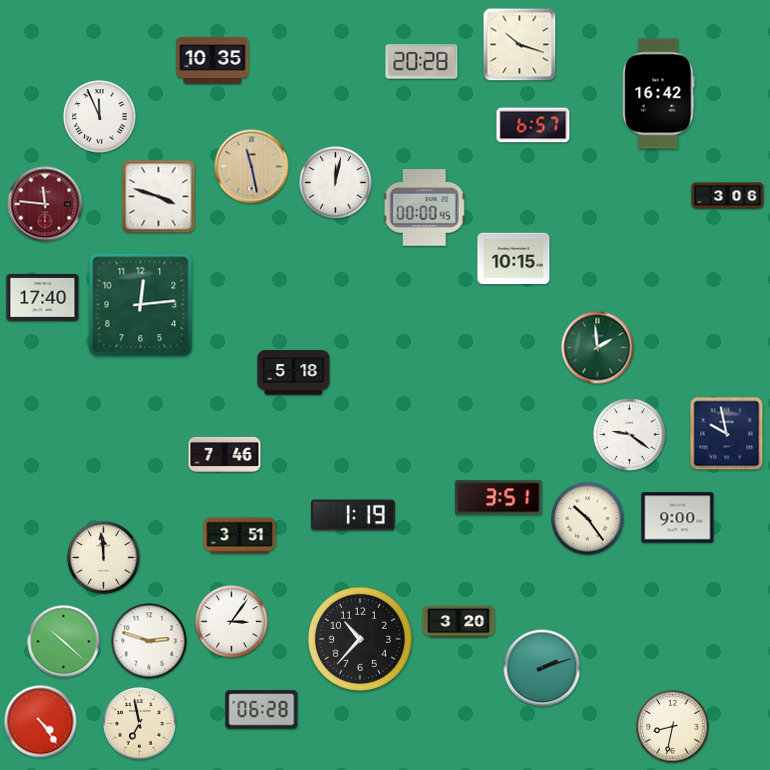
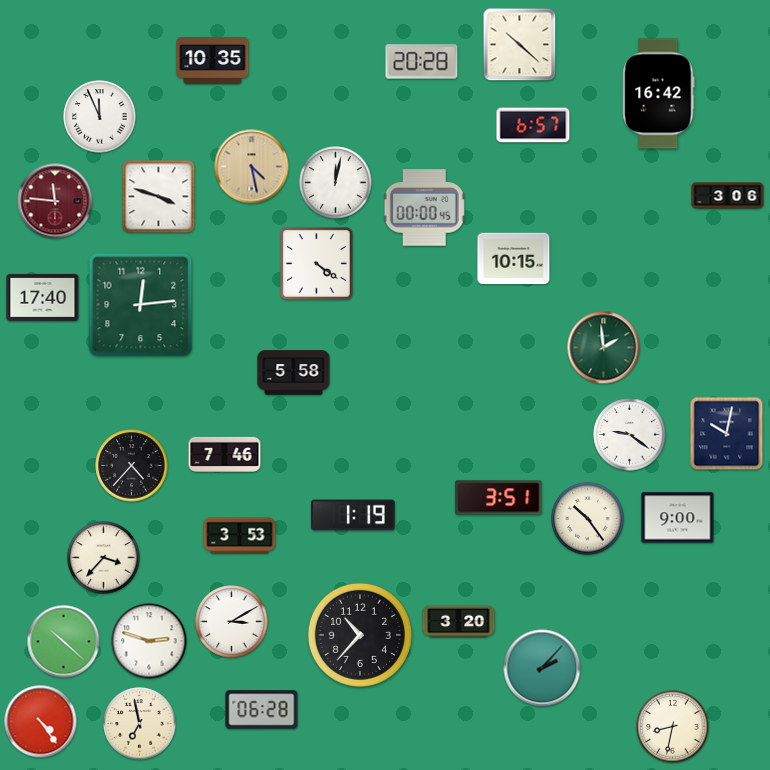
clock at (520, 45): 10:18 -> 10:22
clock at (252, 167): 11:28 -> 4:28
clock at (45, 204) position: (45, 204) -> (55, 201)
clock at (317, 264): none -> 4:21
clock at (598, 348) position: (598, 348) -> (604, 348)
clock at (294, 373): 5:18 -> 5:58
clock at (727, 434): 9:58 -> 10:02
clock at (132, 466): none -> 4:37
clock at (240, 536): 3:51 -> 3:53
clock at (104, 558): 11:59 -> 3:37
clock at (232, 622): 3:06 -> 3:10
clock at (360, 639) position: (360, 639) -> (360, 635)
clock at (542, 668): 2:12 -> 2:07
